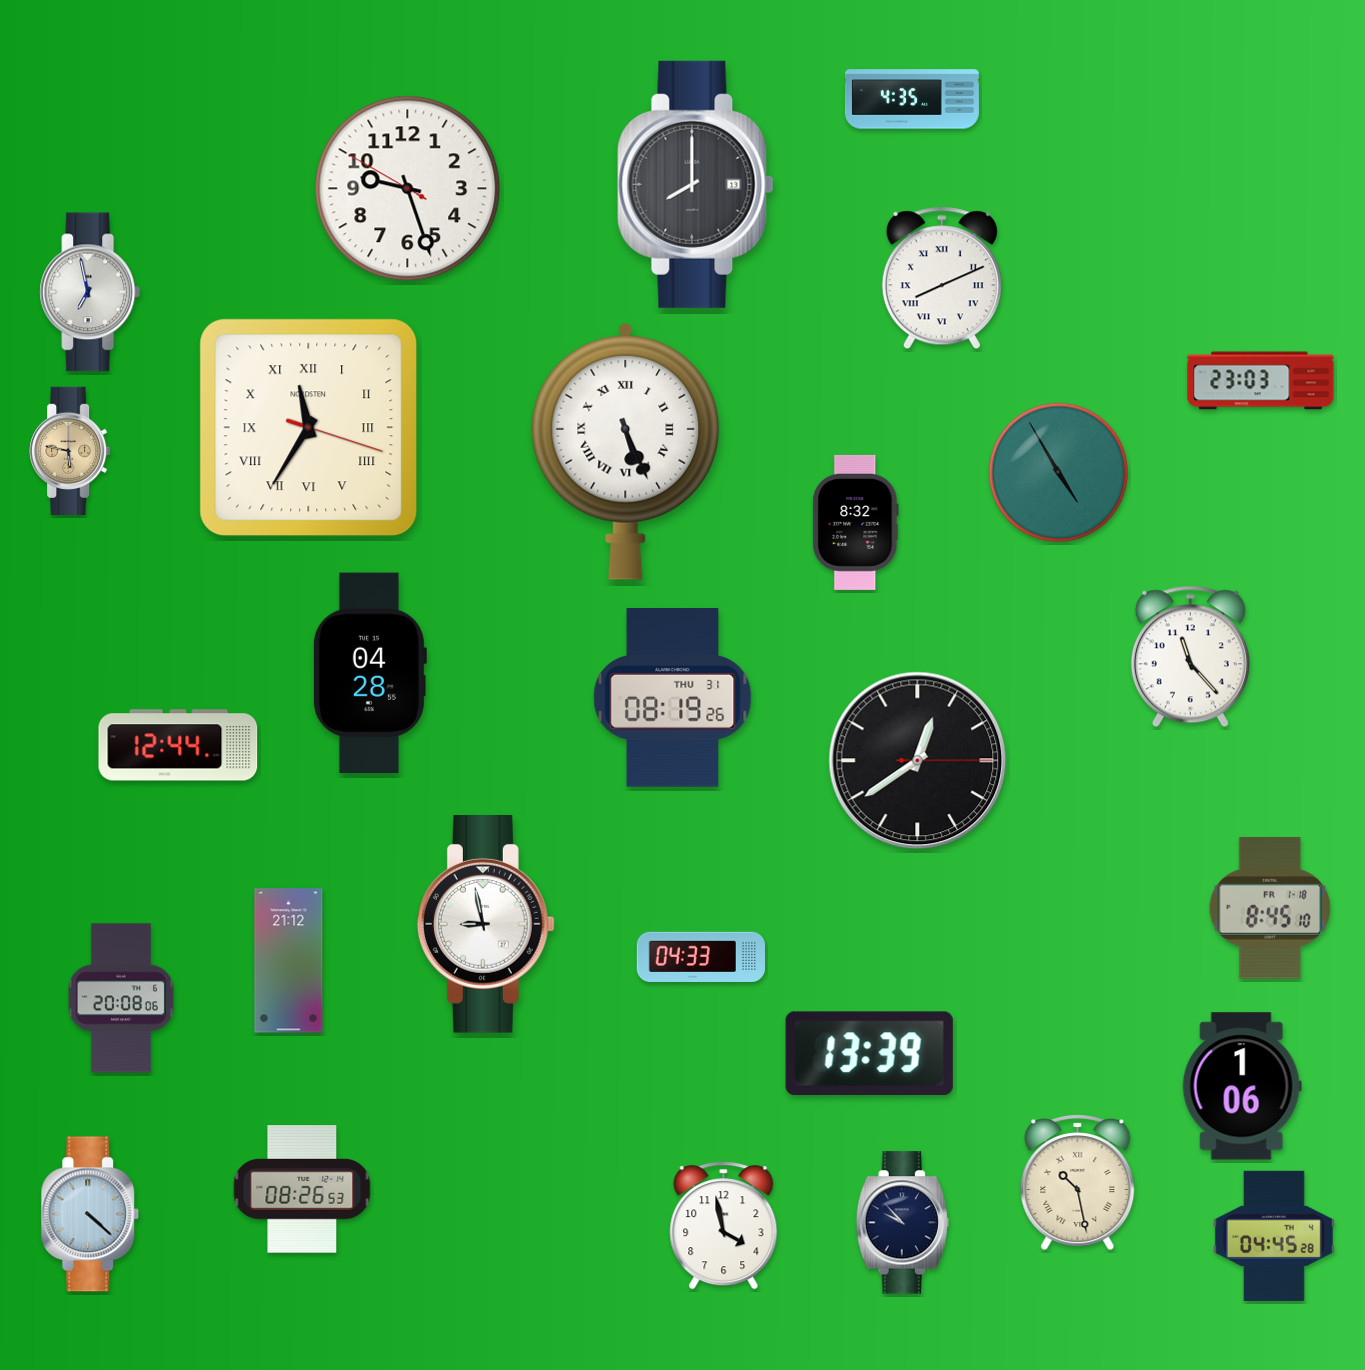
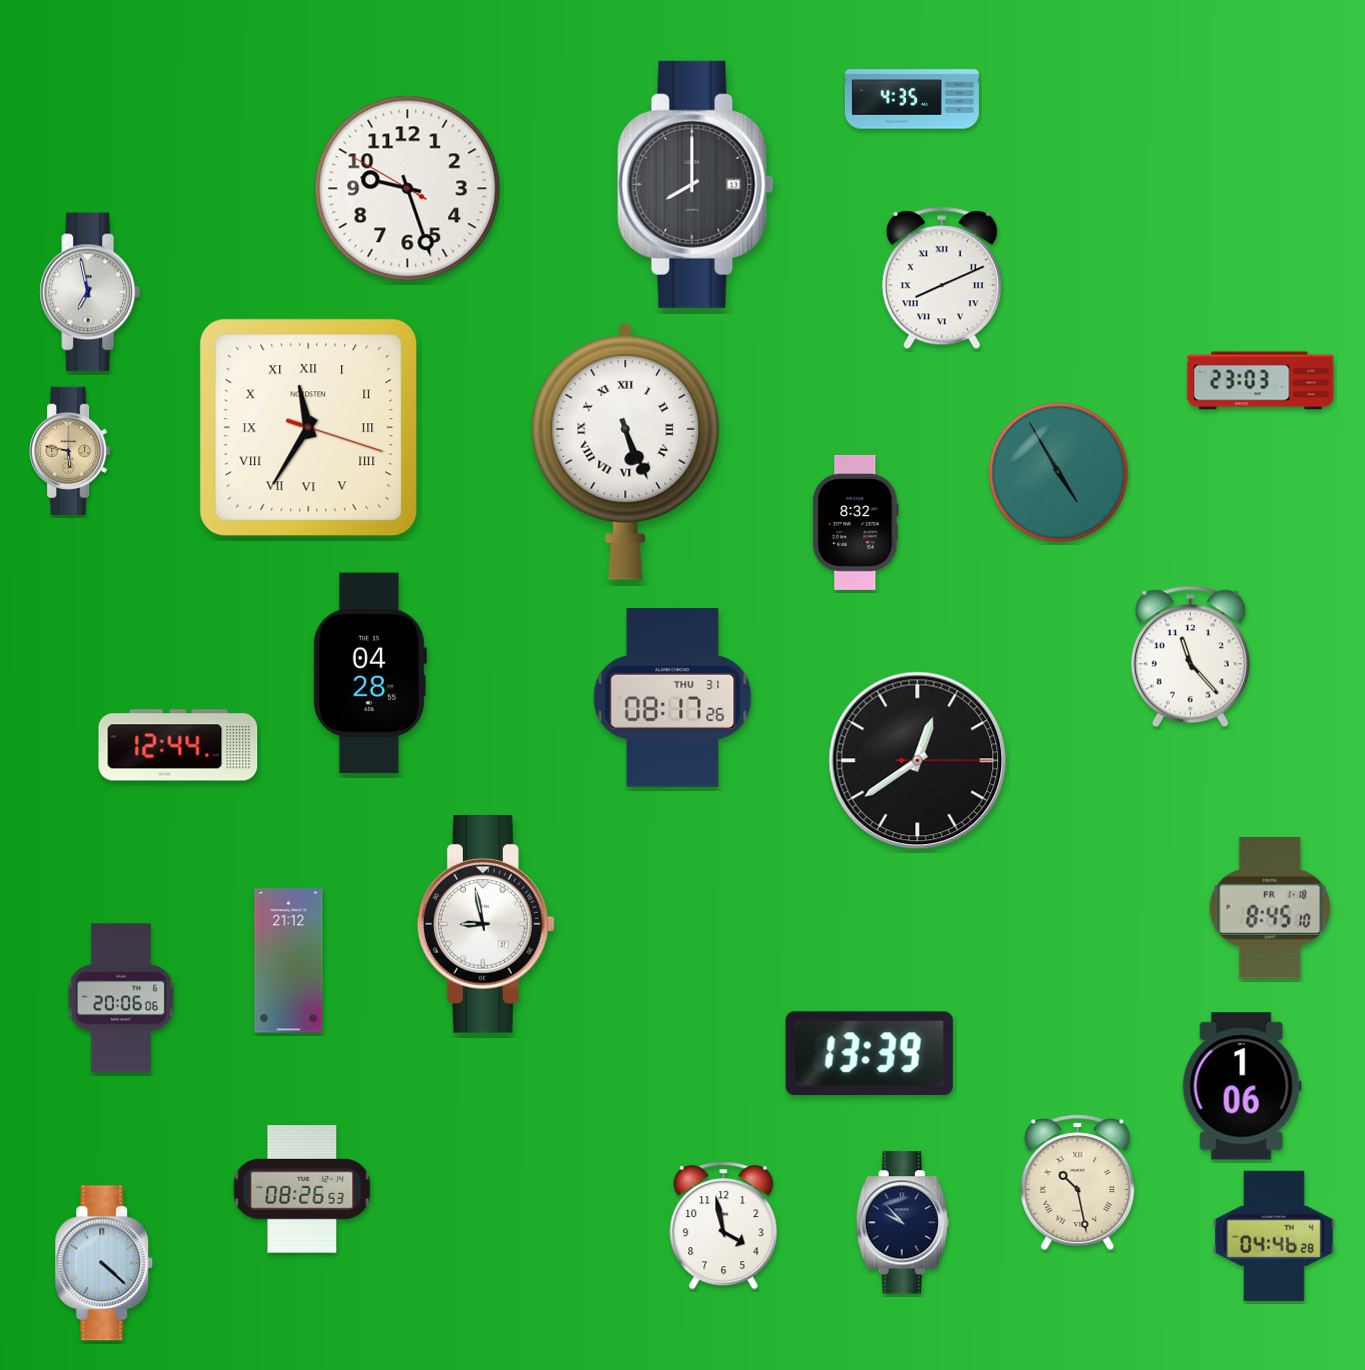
clock at (673, 698): 08:19 -> 08:17
clock at (700, 957): 04:33 -> none
clock at (121, 998): 20:08 -> 20:06
clock at (90, 1214) position: (90, 1214) -> (104, 1263)
clock at (1274, 1236): 04:45 -> 04:46
